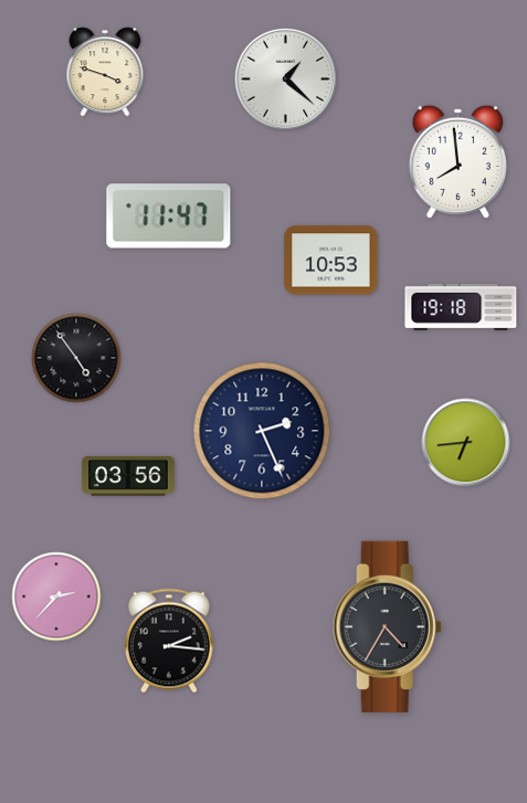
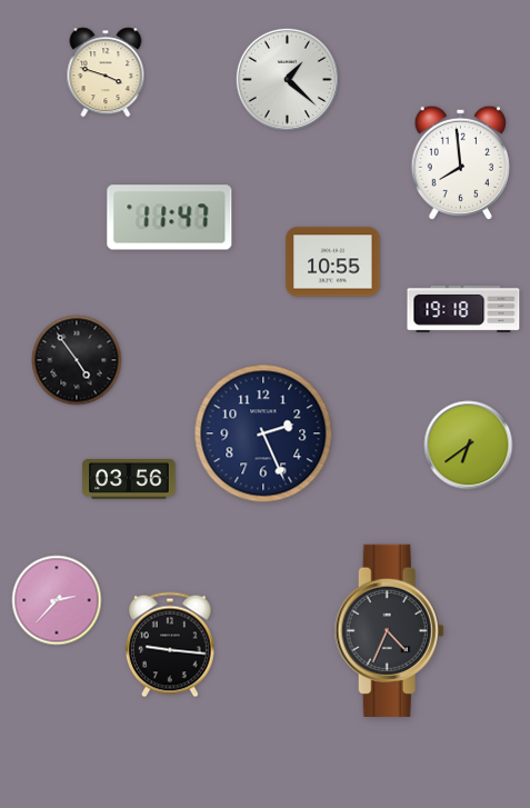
clock at (331, 261): 10:53 -> 10:55
clock at (466, 443): 6:44 -> 6:39
clock at (387, 626): 4:35 -> 4:34
clock at (169, 641): 2:16 -> 9:16
